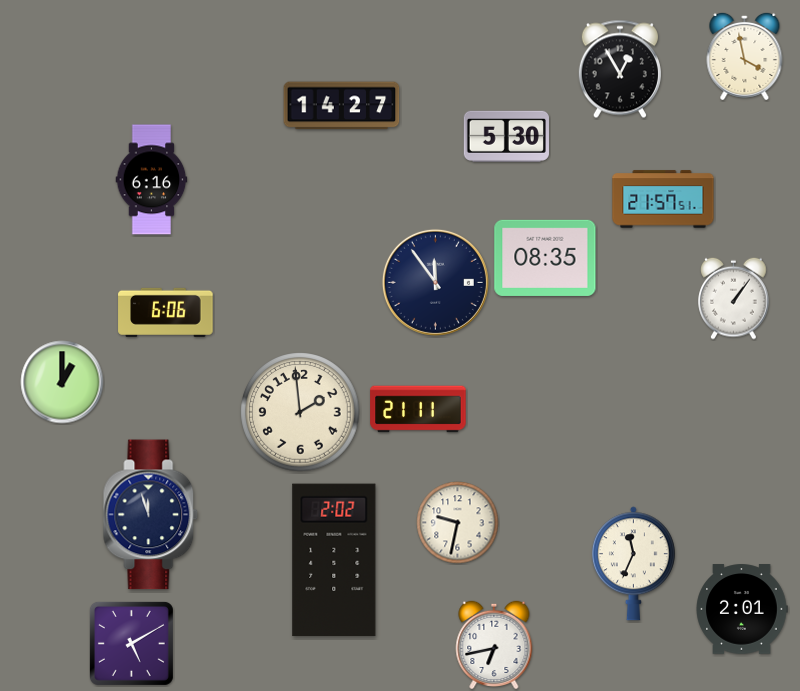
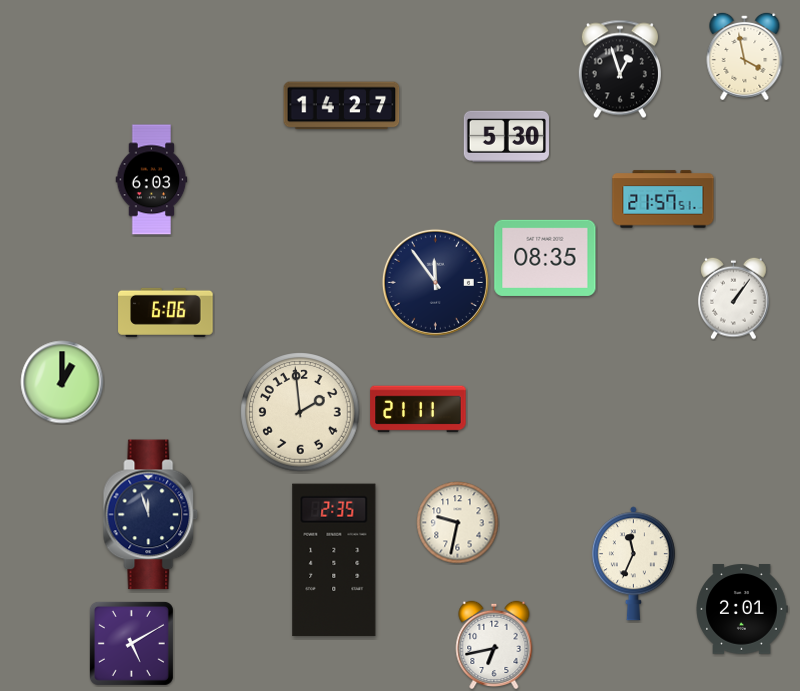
clock at (620, 69): 12:55 -> 12:57
clock at (152, 180): 6:16 -> 6:03
clock at (334, 560): 2:02 -> 2:35
